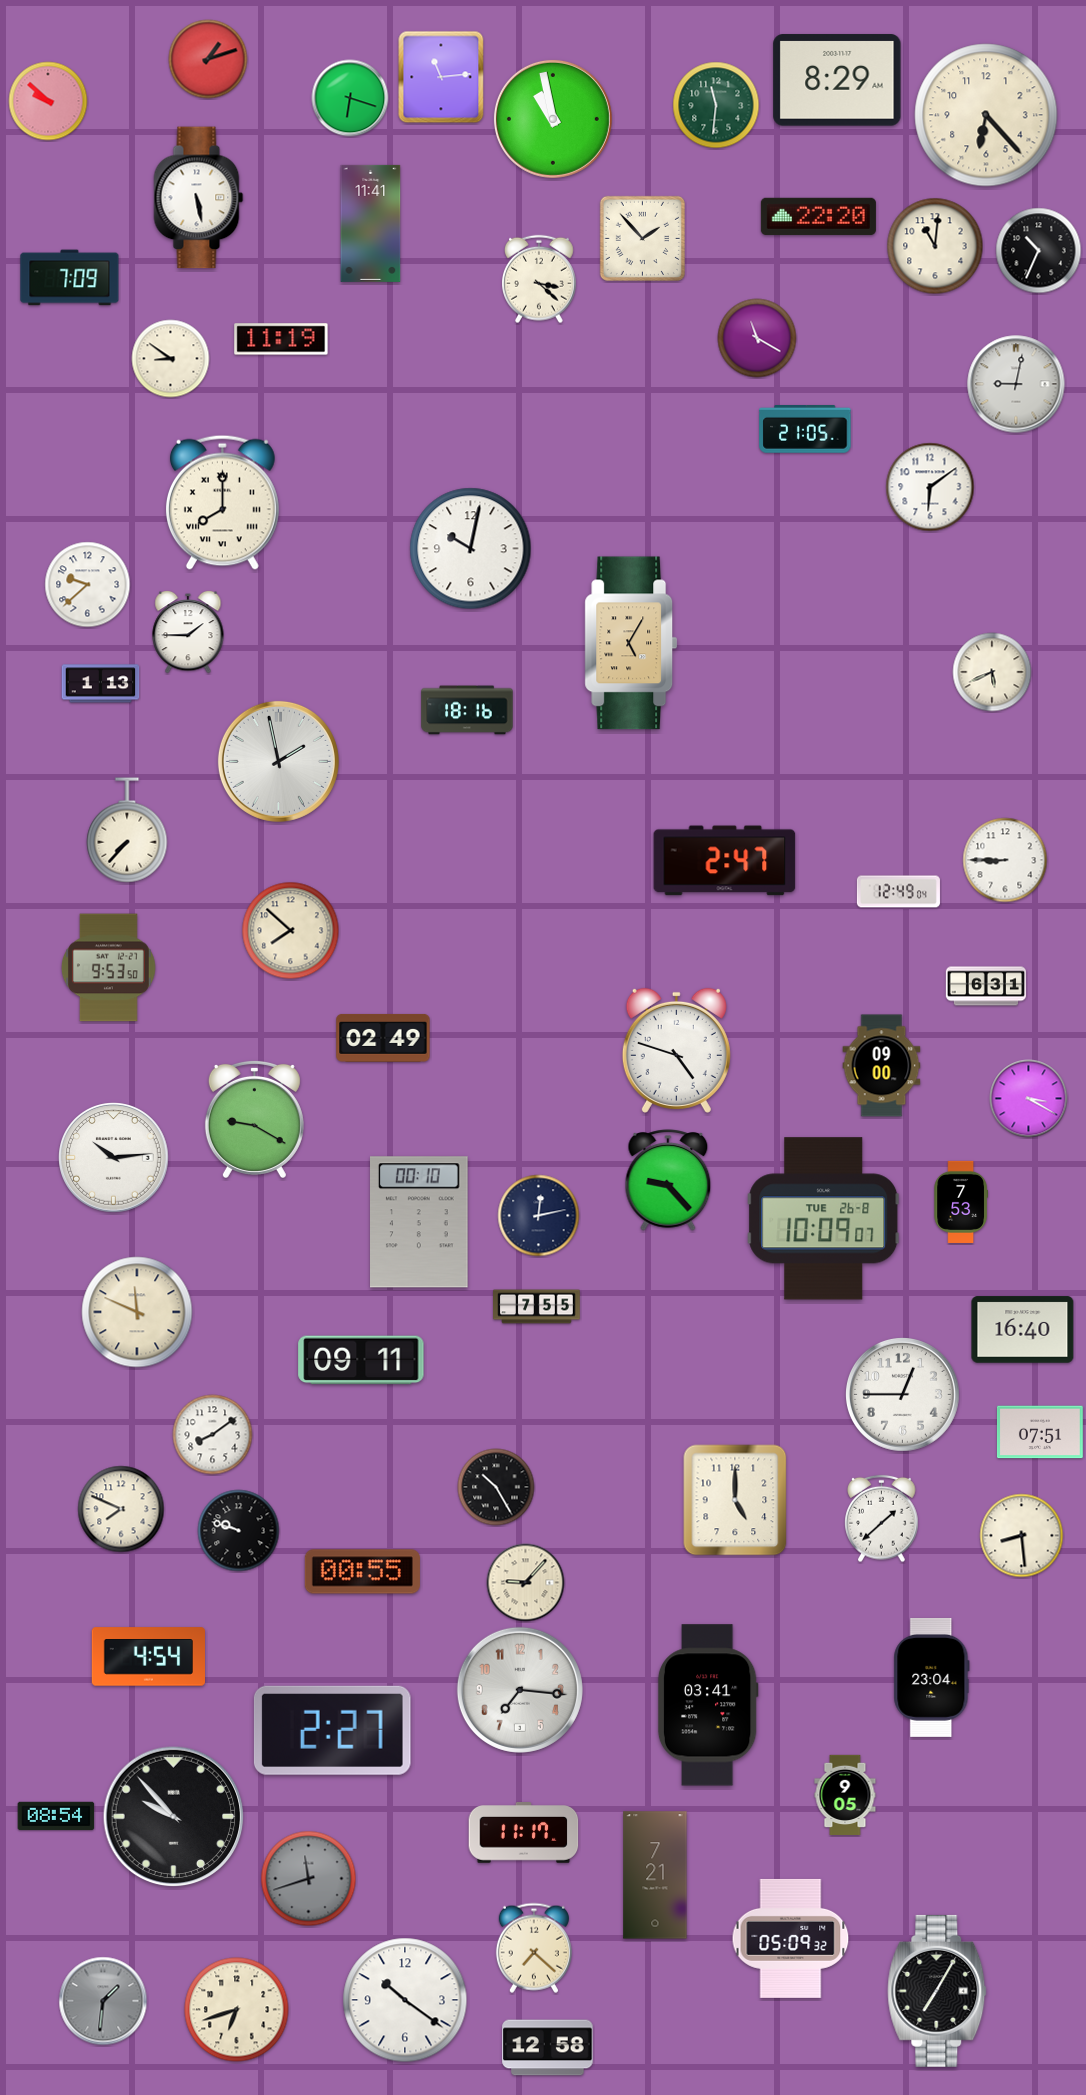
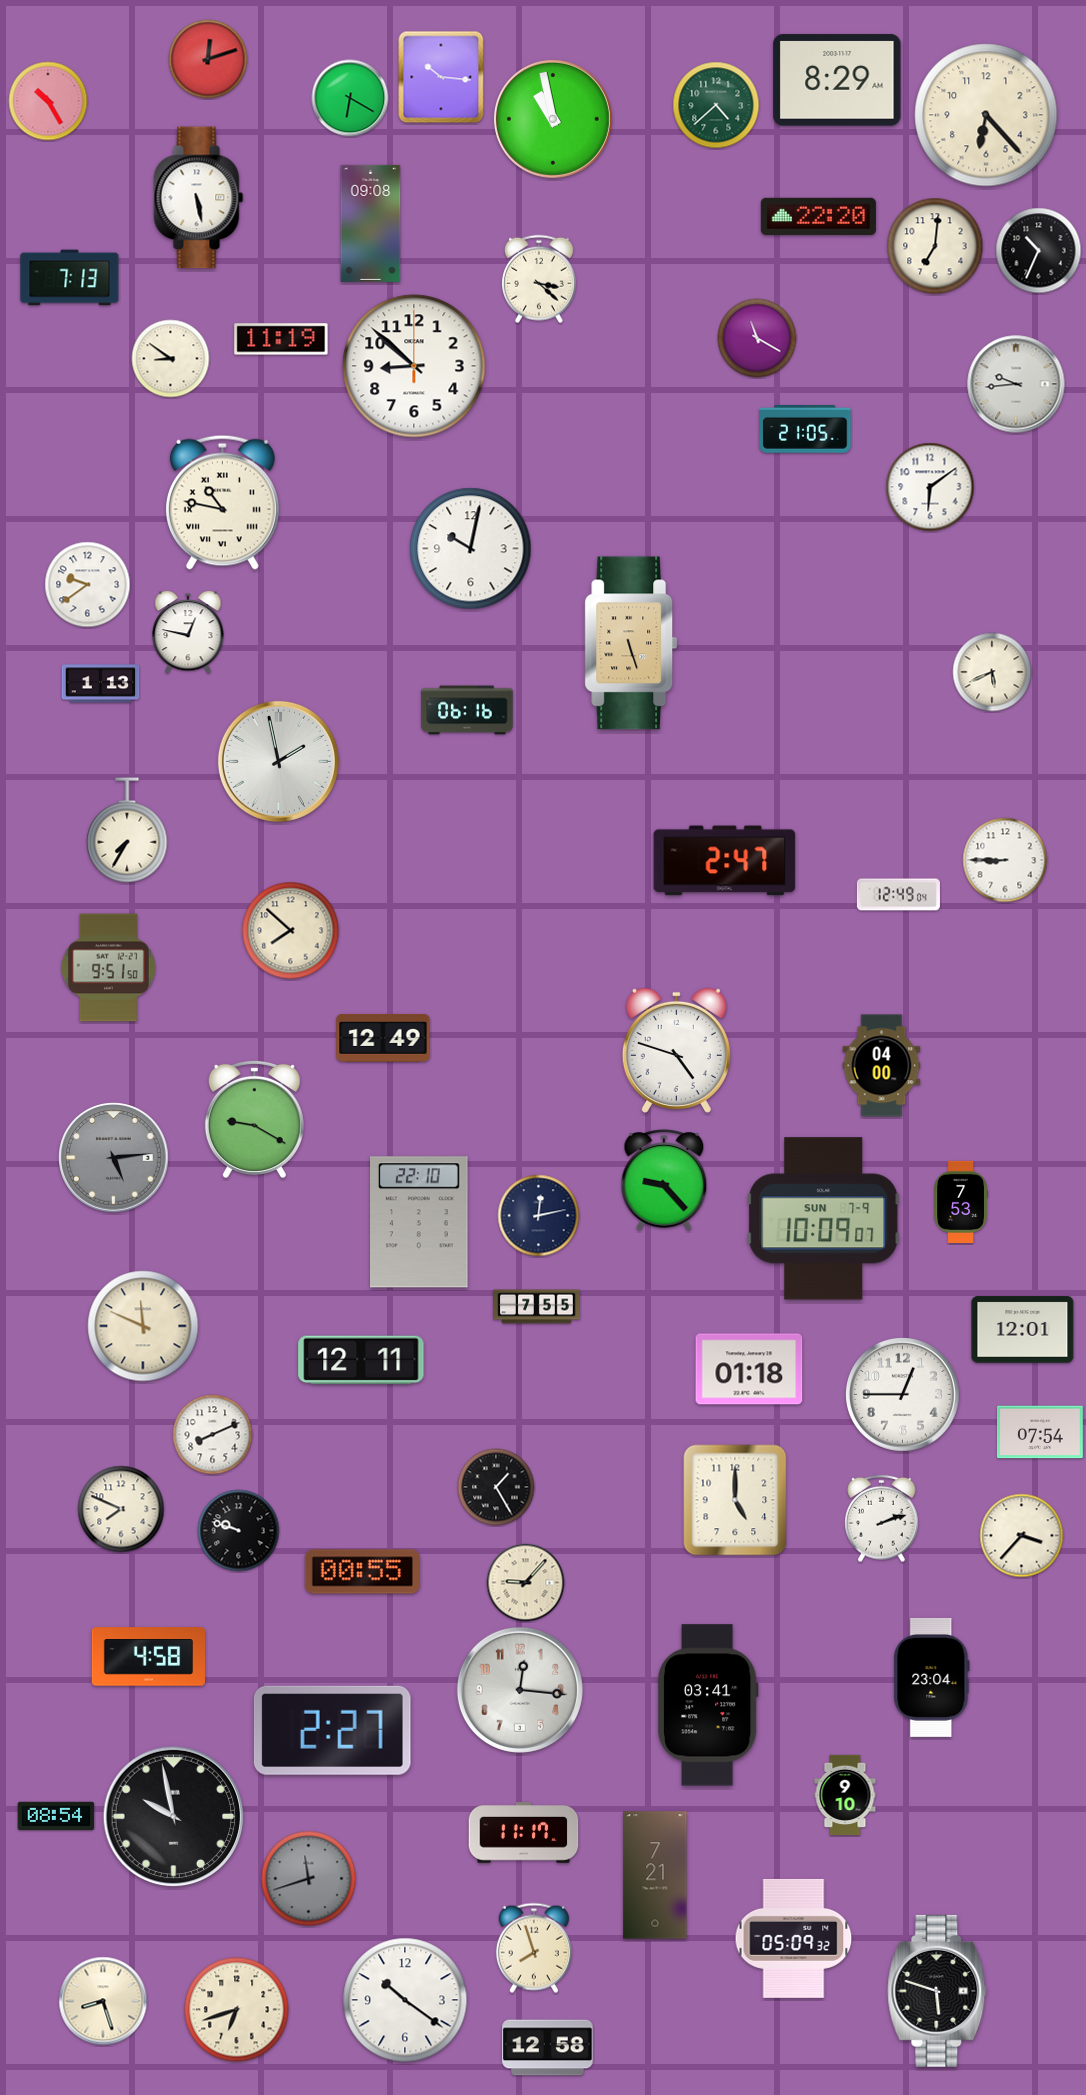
clock at (208, 59): 1:12 -> 12:12
clock at (441, 77): 11:14 -> 10:16
clock at (350, 98): 6:18 -> 6:20
clock at (48, 101): 9:52 -> 10:25
clock at (716, 105): 11:31 -> 4:38
clock at (371, 223): 11:41 -> 09:08
clock at (642, 238): 1:53 -> none
clock at (935, 246): 11:01 -> 7:01
clock at (70, 278): 7:09 -> 7:13
clock at (414, 366): none -> 8:52
clock at (1016, 384): 9:02 -> 9:44
clock at (222, 502): 8:00 -> 10:47
clock at (88, 585): 9:38 -> 9:39
clock at (188, 632): 1:45 -> 12:47
clock at (631, 643): 5:05 -> 5:27
clock at (467, 710): 18:16 -> 06:16
clock at (127, 830): 7:37 -> 7:35
clock at (898, 892) position: (898, 892) -> (898, 895)
clock at (108, 968): 9:53 -> 9:51
clock at (986, 986): 6:31 -> none
clock at (383, 1038): 02:49 -> 12:49
clock at (882, 1066): 09:00 -> 04:00
clock at (1029, 1099): 3:20 -> none
clock at (114, 1158): 10:14 -> 5:14
clock at (114, 1158) dial: white -> grey
clock at (668, 1180) position: (668, 1180) -> (664, 1180)
clock at (824, 1219) date: TUE 26-8 -> SUN 7-9
clock at (420, 1222): 00:10 -> 22:10
clock at (137, 1312) position: (137, 1312) -> (143, 1326)
clock at (1023, 1330): 16:40 -> 12:01
clock at (361, 1360): 09:11 -> 12:11
clock at (749, 1369): none -> 01:18
clock at (1040, 1432): 07:51 -> 07:54
clock at (213, 1435): 8:09 -> 8:11
clock at (496, 1487): 10:25 -> 1:25
clock at (882, 1519): 1:38 -> 2:12
clock at (1022, 1536): 8:29 -> 3:37
clock at (148, 1657): 4:54 -> 4:58
clock at (520, 1690): 7:16 -> 12:16
clock at (845, 1795): 9:05 -> 9:10
clock at (174, 1817): 9:53 -> 9:58
clock at (791, 1938) position: (791, 1938) -> (794, 1938)
clock at (534, 1948): 7:22 -> 7:57
clock at (937, 1991): 7:05 -> 5:48
clock at (103, 2001): 1:31 -> 8:27
clock at (103, 2001) dial: grey -> cream
